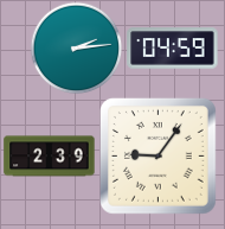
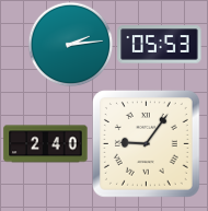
clock at (173, 49): 04:59 -> 05:53
clock at (50, 157): 2:39 -> 2:40
